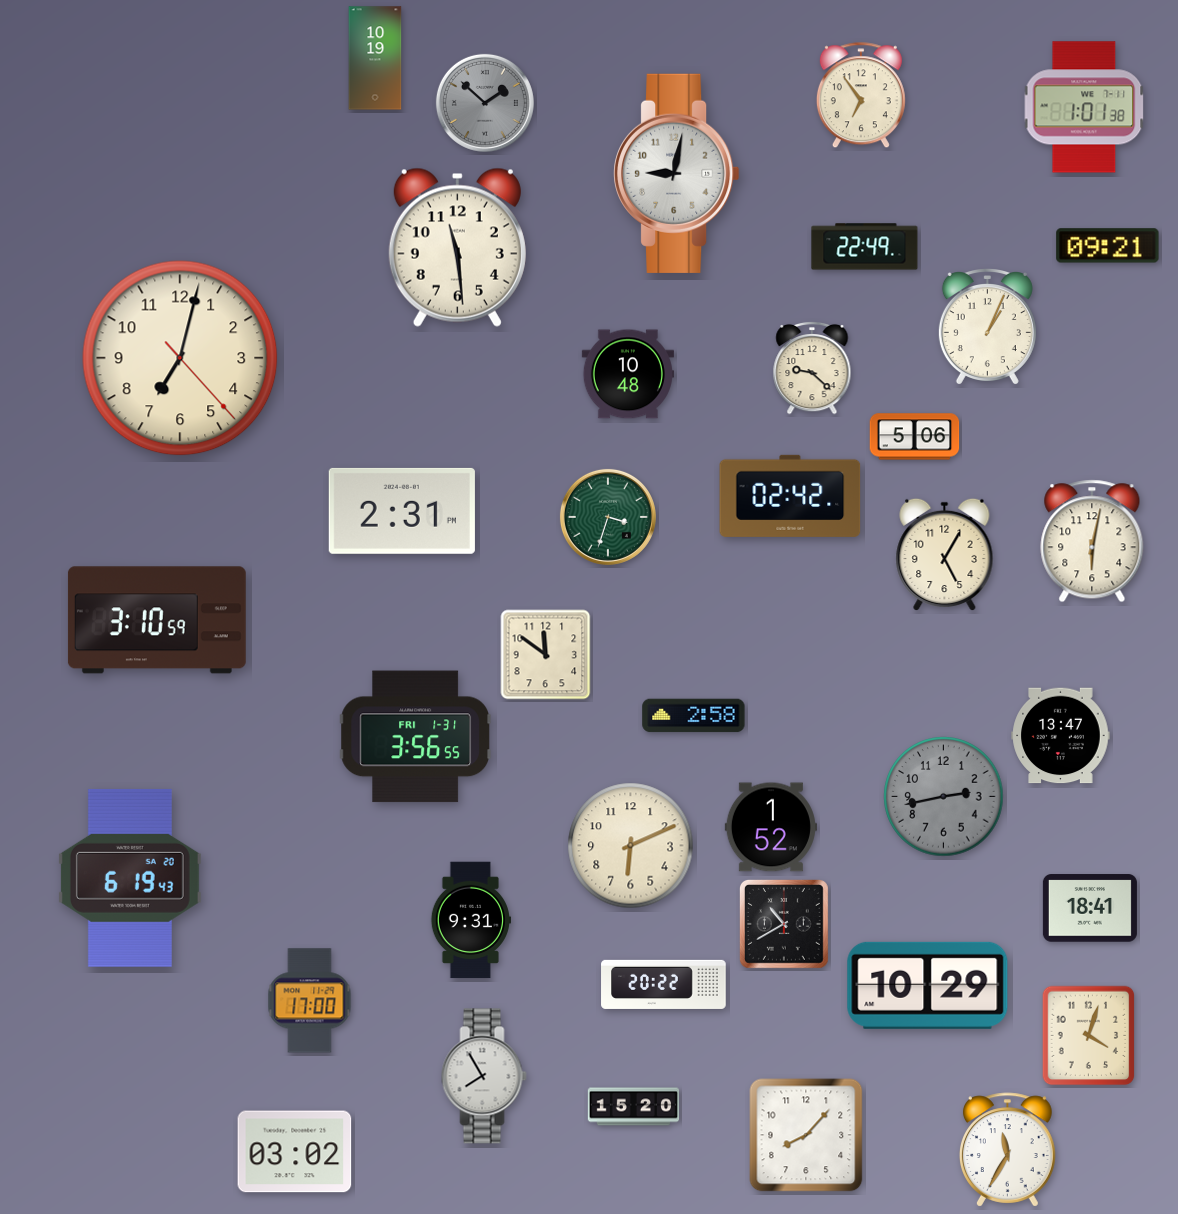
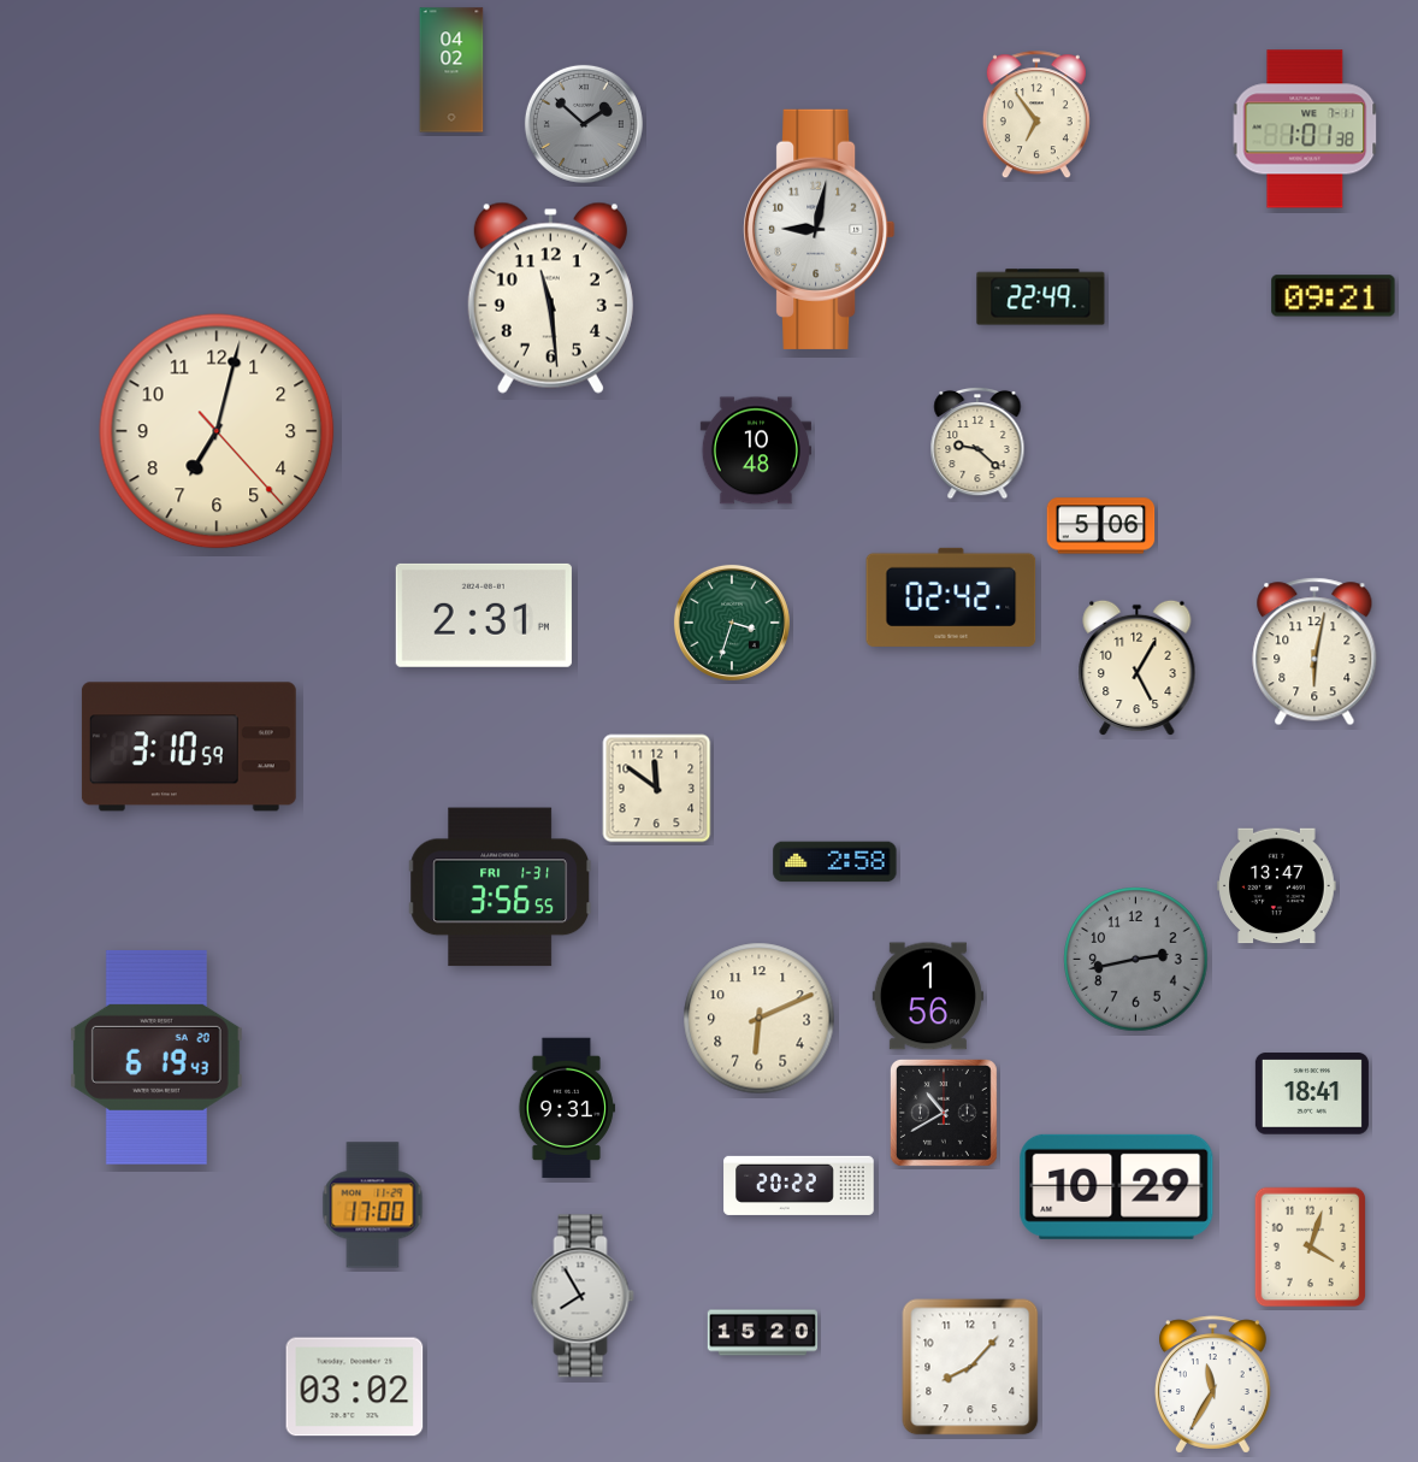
clock at (375, 58): 10:19 -> 04:02
clock at (677, 173) position: (677, 173) -> (820, 229)
clock at (987, 327): 1:04 -> none
clock at (771, 827): 1:52 -> 1:56
